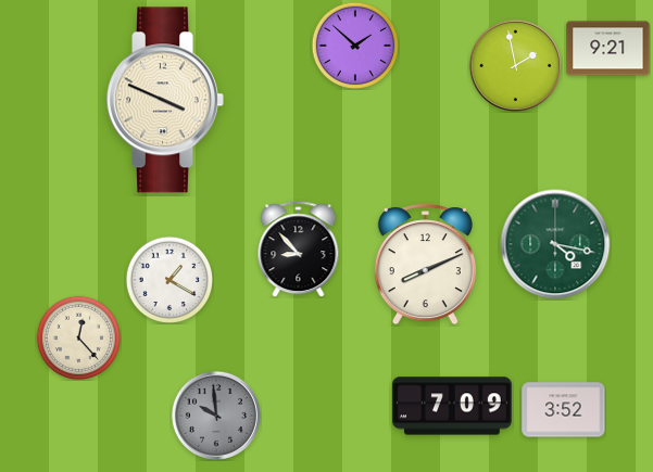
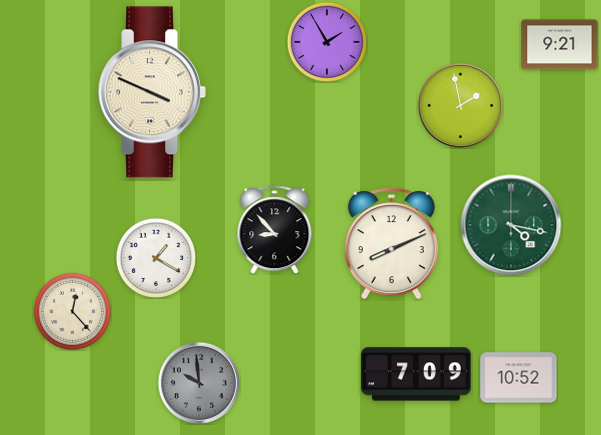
clock at (354, 44): 1:52 -> 1:55
clock at (515, 65) position: (515, 65) -> (460, 105)
clock at (564, 410): 3:52 -> 10:52
